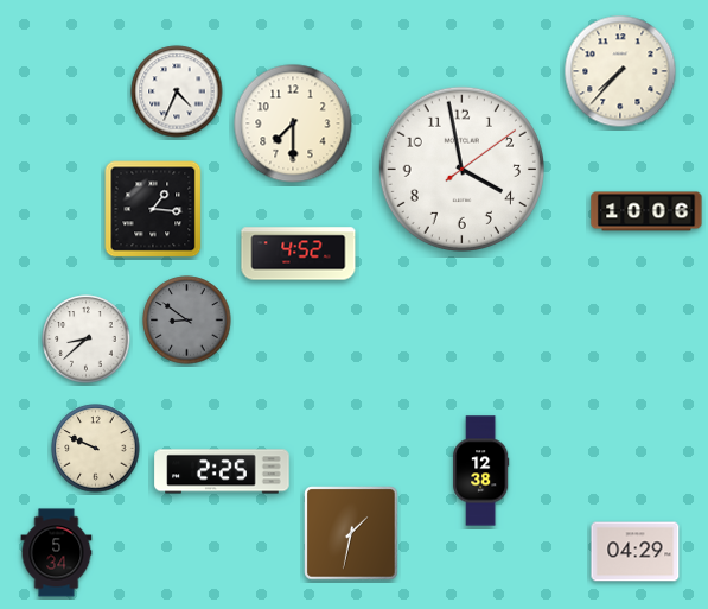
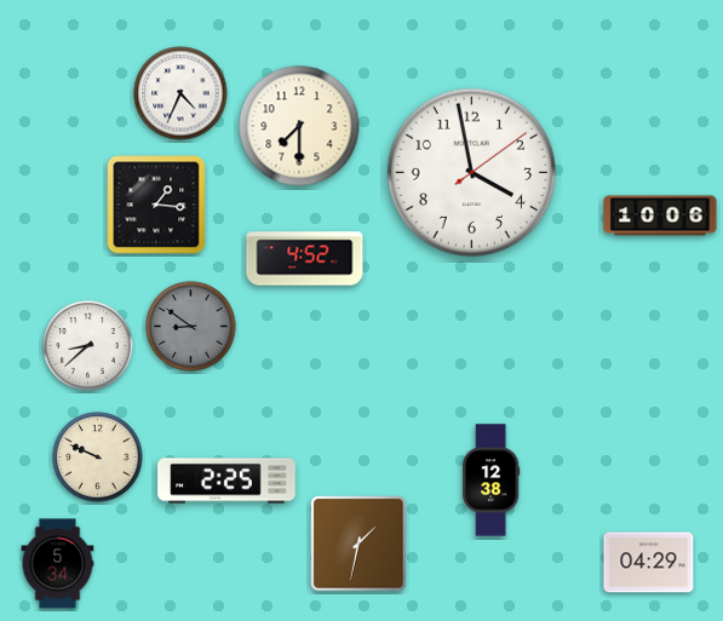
clock at (620, 71): 7:37 -> none
clock at (153, 209) position: (153, 209) -> (156, 205)
